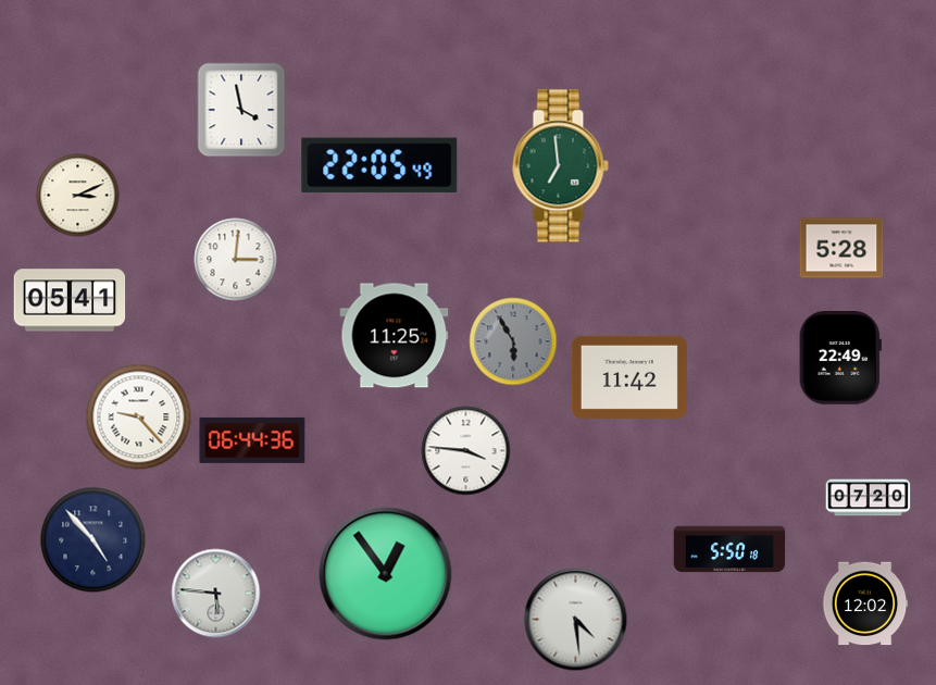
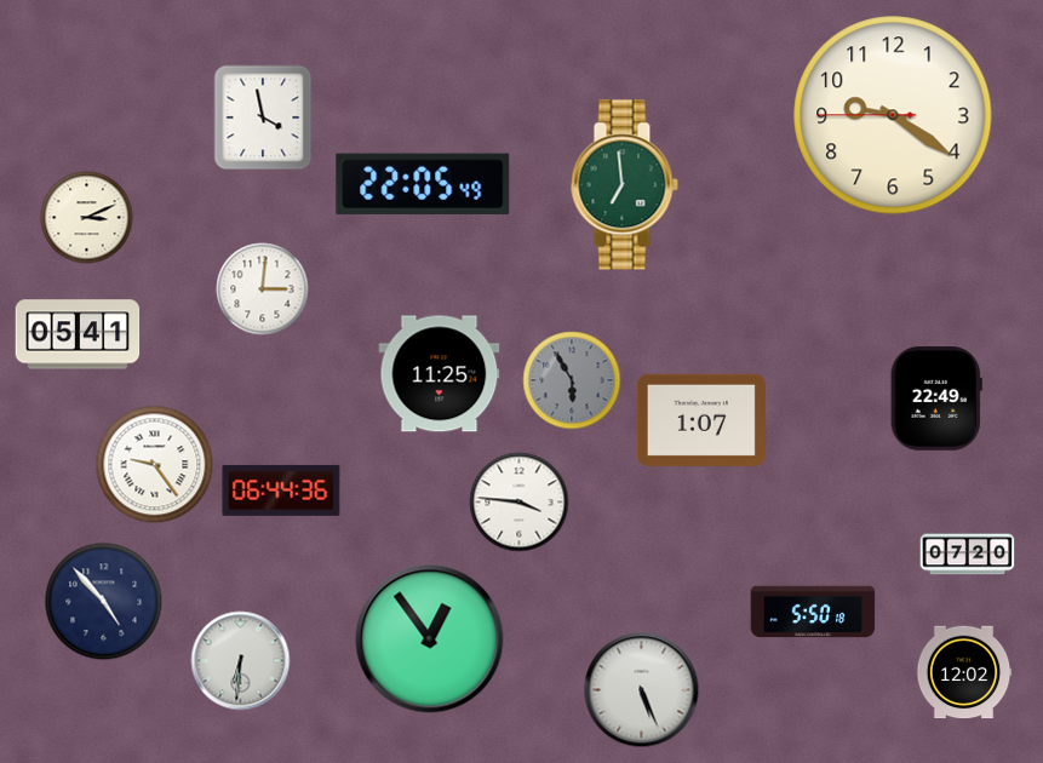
clock at (893, 115): none -> 9:20
clock at (241, 110) position: (241, 110) -> (263, 117)
clock at (841, 248): 5:28 -> none
clock at (629, 377): 11:42 -> 1:07
clock at (139, 418): 9:23 -> 9:24
clock at (216, 594): 5:46 -> 6:31
clock at (576, 620): 4:29 -> 5:26
